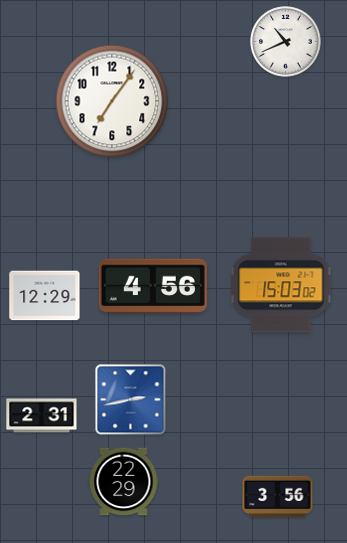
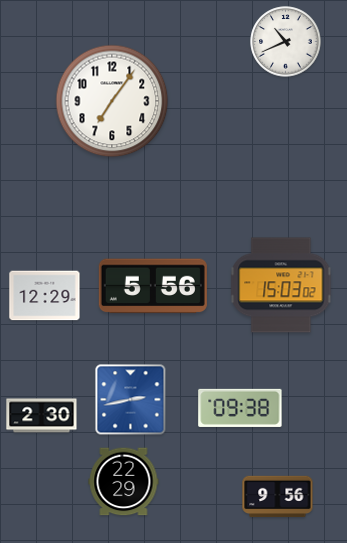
clock at (153, 286): 4:56 -> 5:56
clock at (240, 408): none -> 09:38
clock at (42, 416): 2:31 -> 2:30
clock at (278, 497): 3:56 -> 9:56
